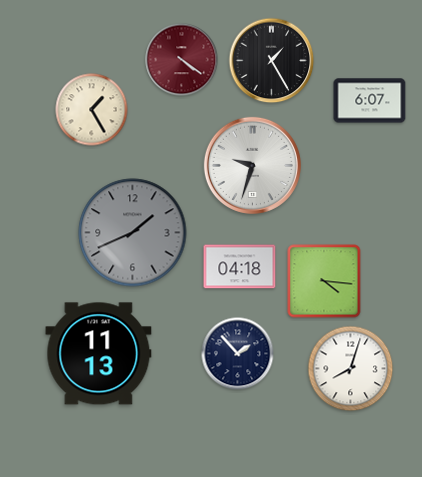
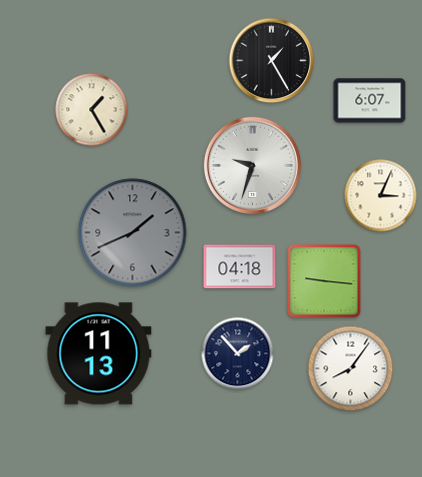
clock at (182, 60): 4:21 -> none
clock at (381, 196): none -> 3:04
clock at (324, 281): 4:16 -> 9:16
clock at (351, 369): 8:03 -> 8:06
